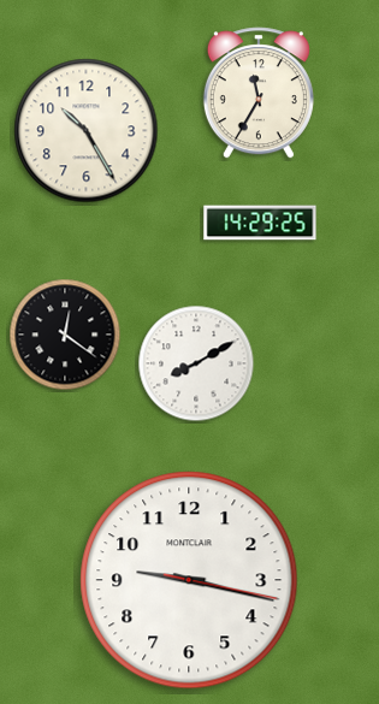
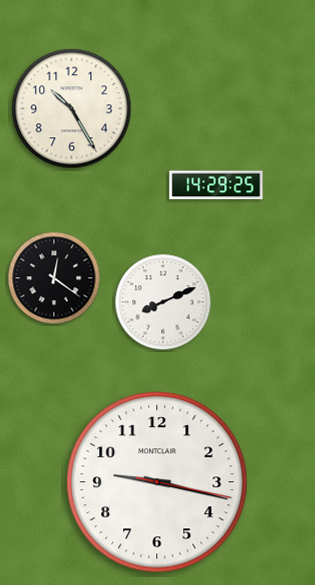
clock at (259, 93): 11:35 -> none
clock at (196, 363): 8:10 -> 8:11
